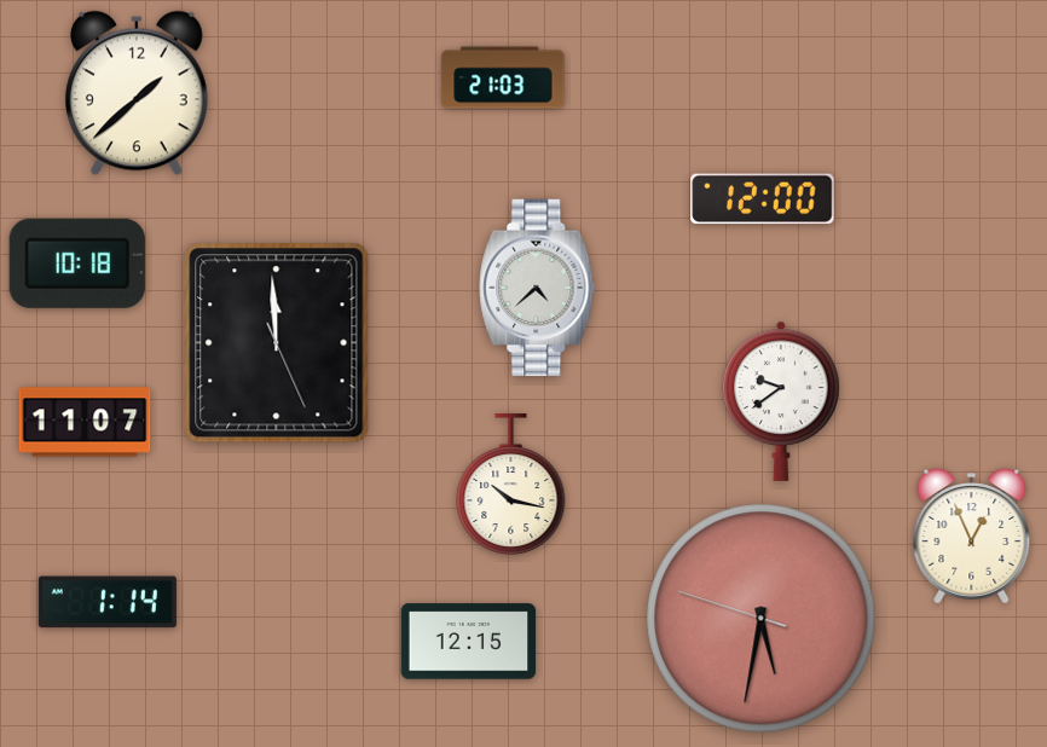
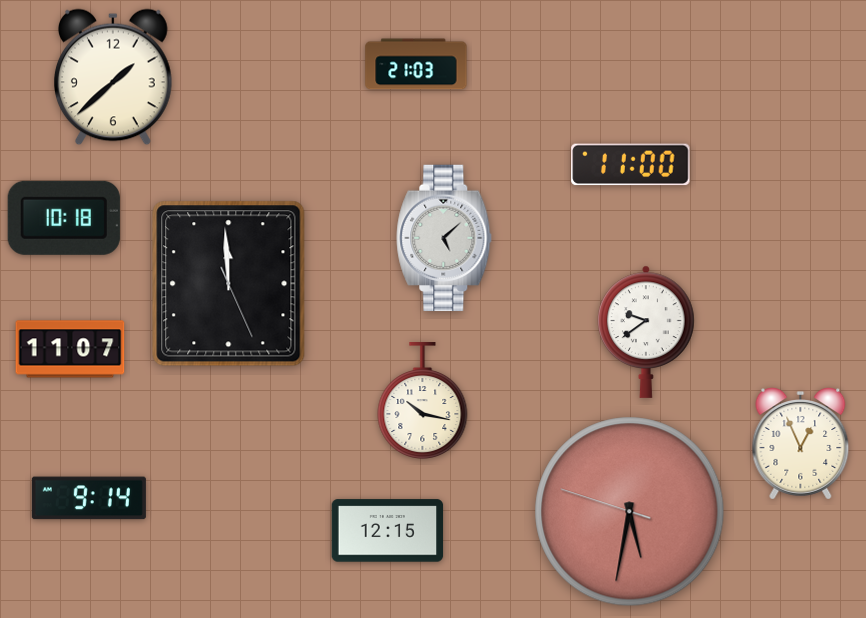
clock at (763, 199): 12:00 -> 11:00
clock at (537, 288): 4:38 -> 5:08
clock at (972, 537) position: (972, 537) -> (801, 444)
clock at (108, 602): 1:14 -> 9:14
